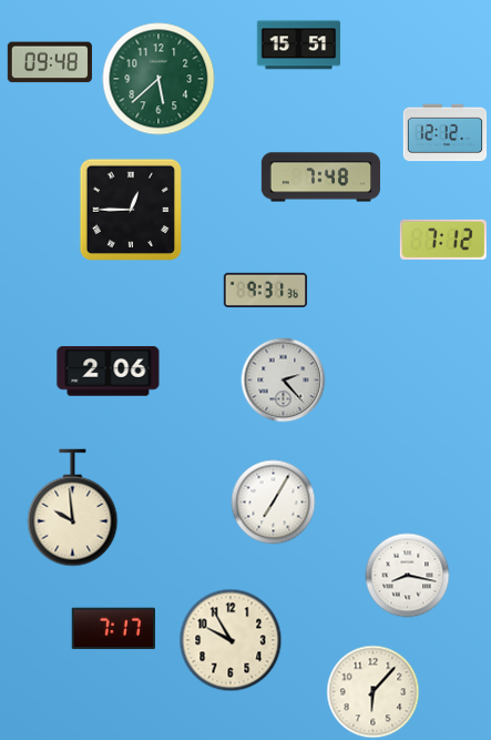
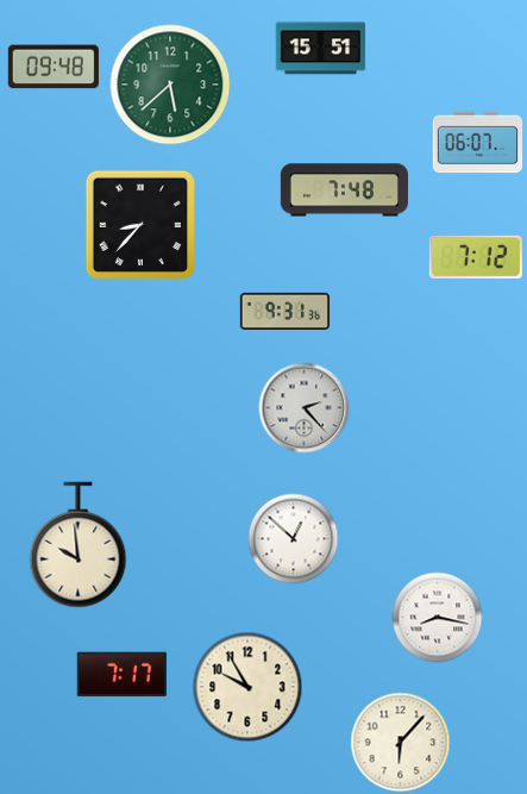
clock at (446, 133): 12:12 -> 06:07
clock at (131, 210): 12:45 -> 8:37
clock at (109, 372): 2:06 -> none
clock at (274, 503): 7:05 -> 12:52
